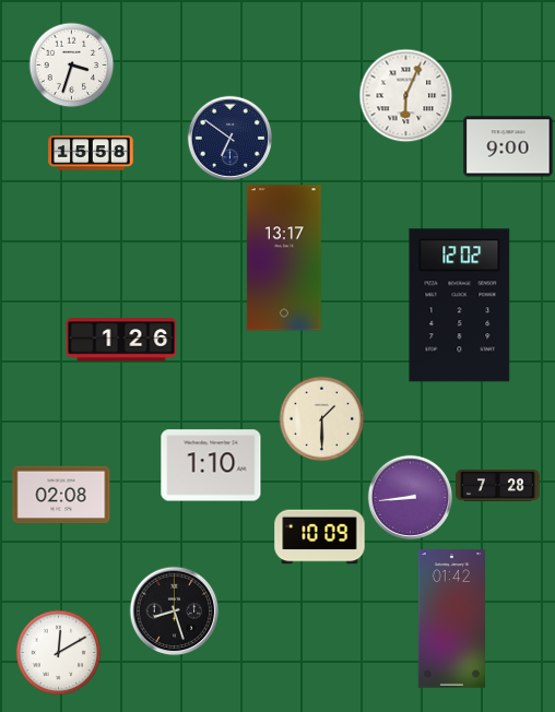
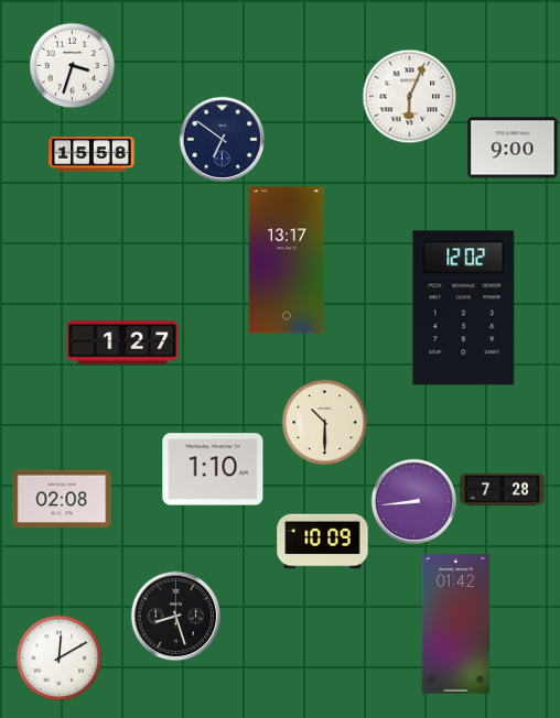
clock at (229, 138) position: (229, 138) -> (222, 139)
clock at (121, 340): 1:26 -> 1:27
clock at (321, 418): 1:30 -> 10:30
